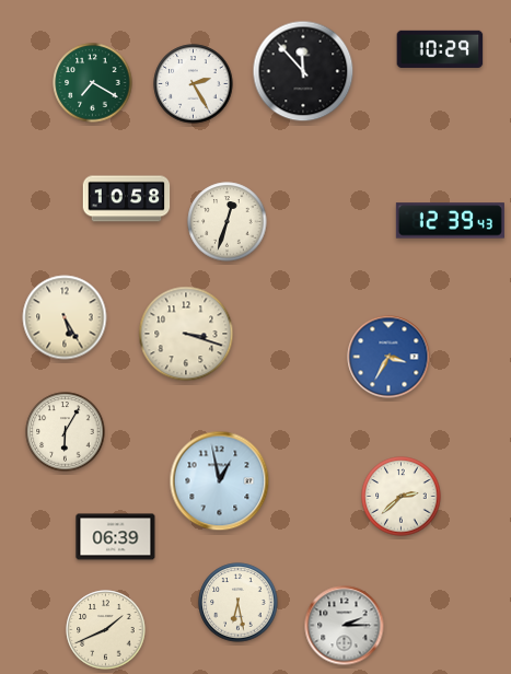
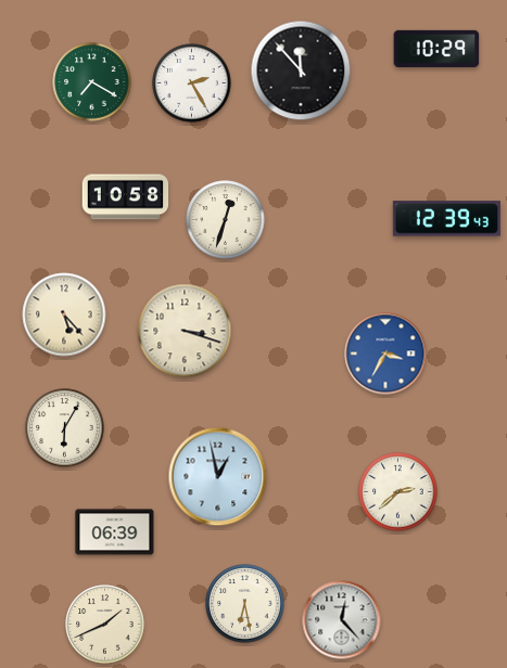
clock at (65, 317): 5:25 -> 5:23
clock at (239, 603) position: (239, 603) -> (245, 604)
clock at (345, 626): 2:15 -> 12:23
